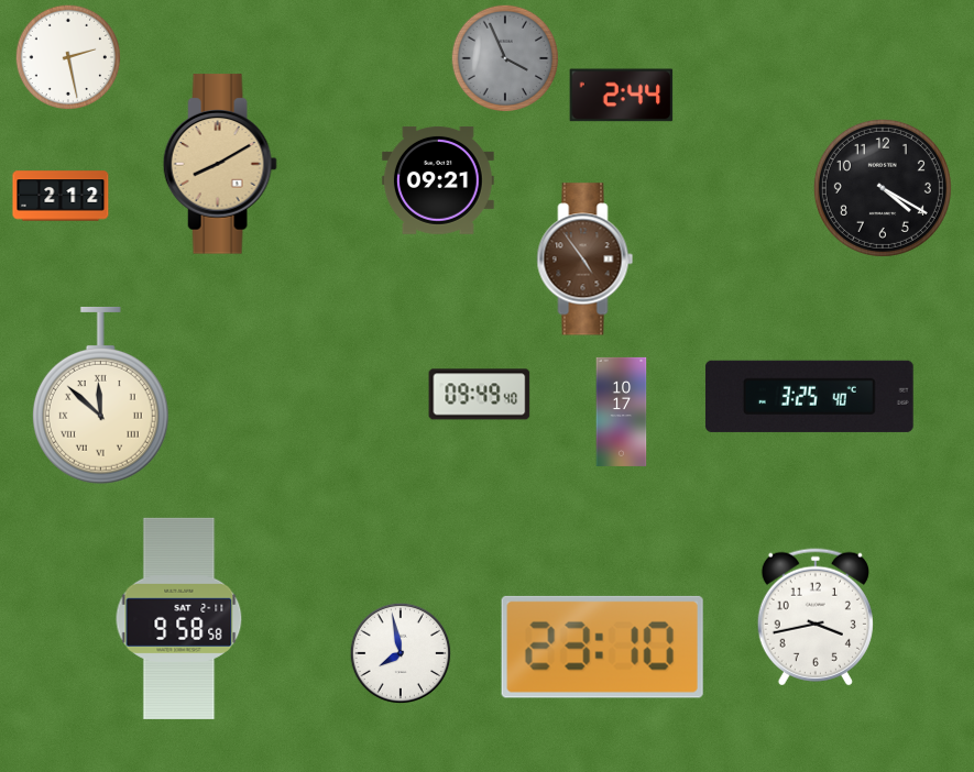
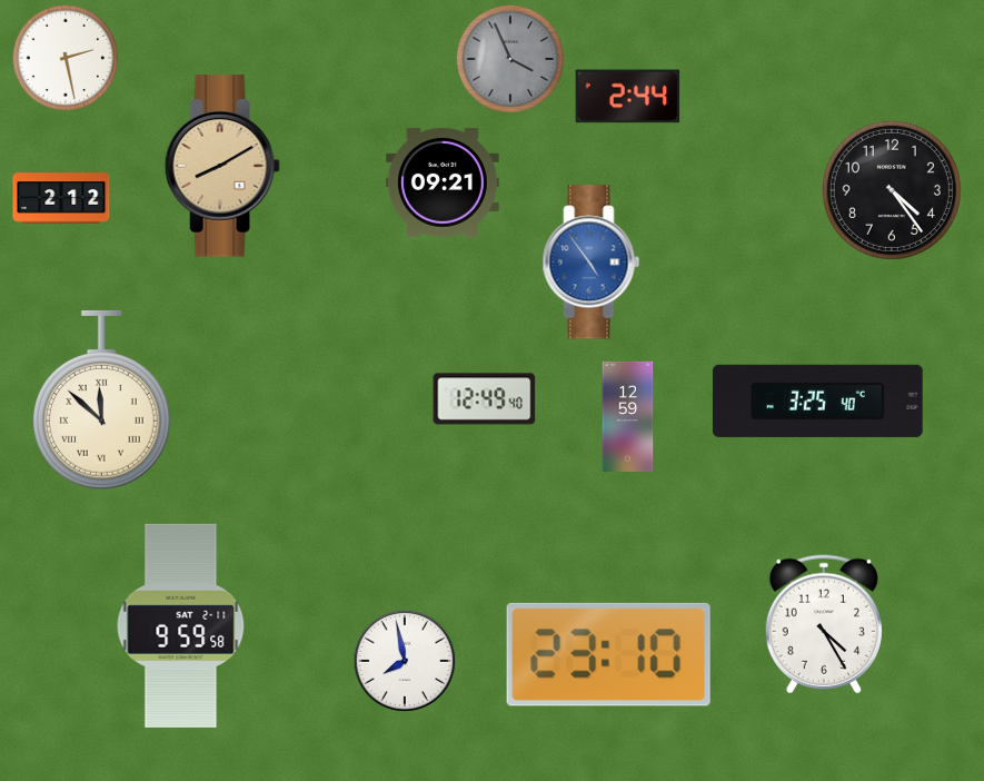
clock at (68, 57) position: (68, 57) -> (66, 58)
clock at (883, 188): 4:20 -> 4:24
clock at (586, 260) dial: brown -> blue
clock at (480, 395): 09:49 -> 12:49
clock at (622, 411): 10:17 -> 12:59
clock at (816, 617): 3:43 -> 4:25
clock at (179, 618): 9:58 -> 9:59
